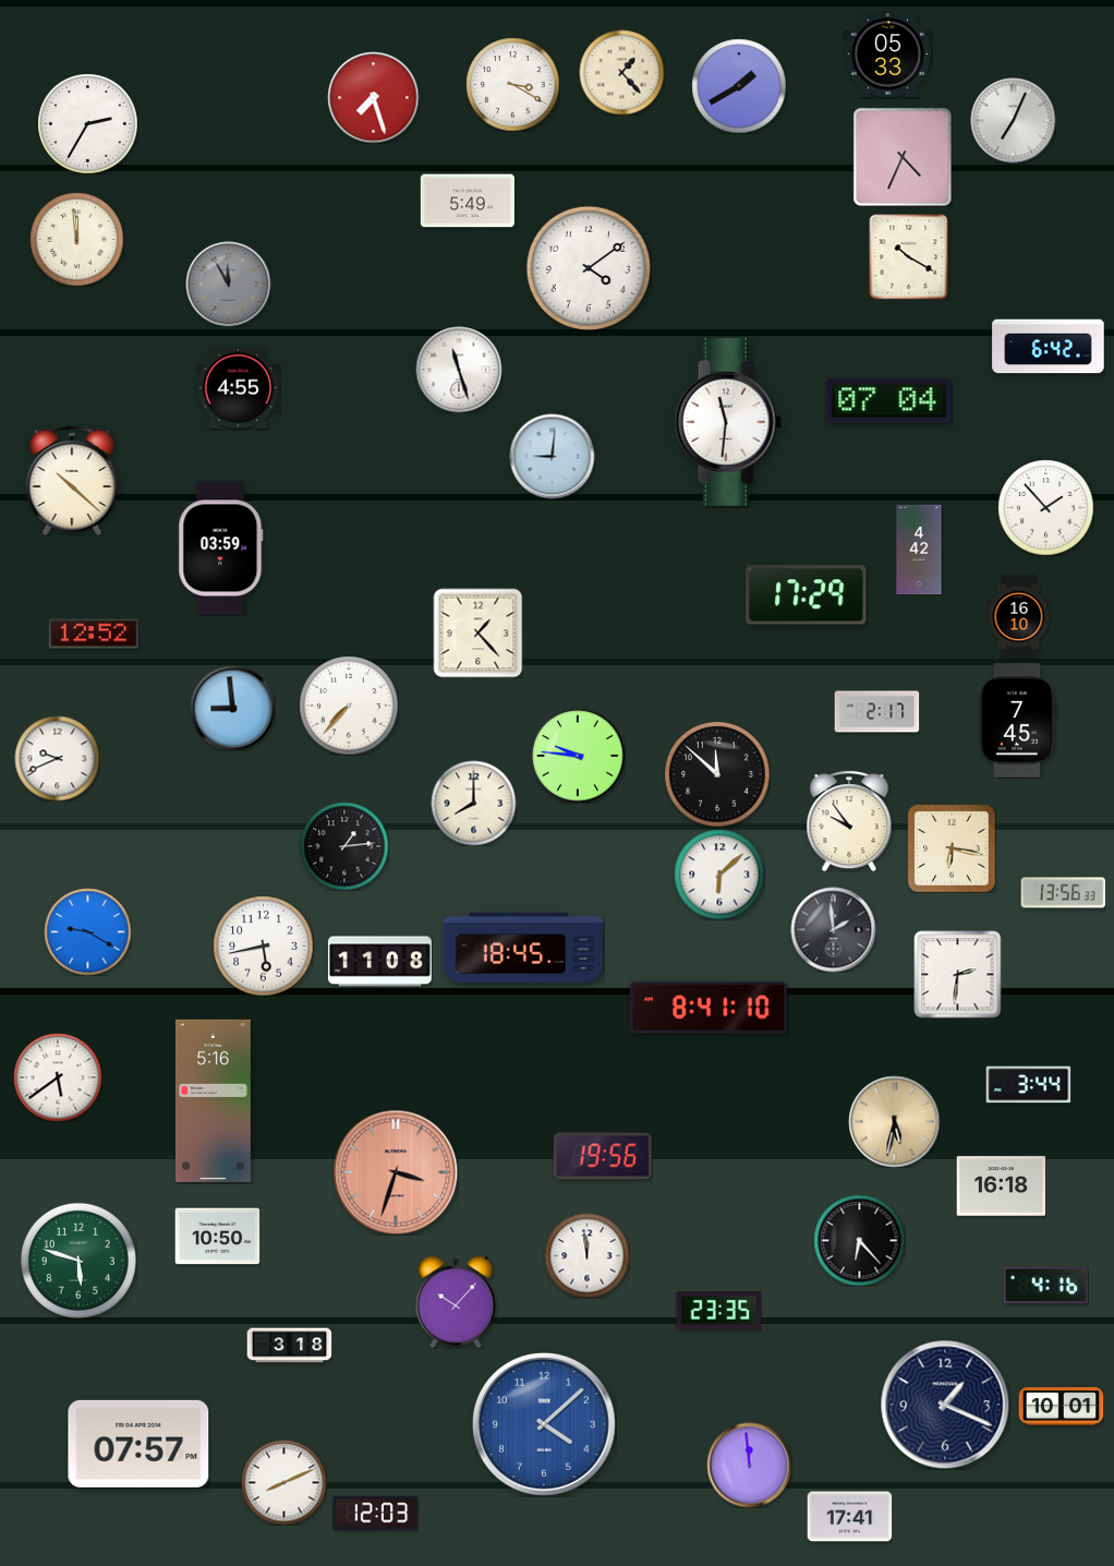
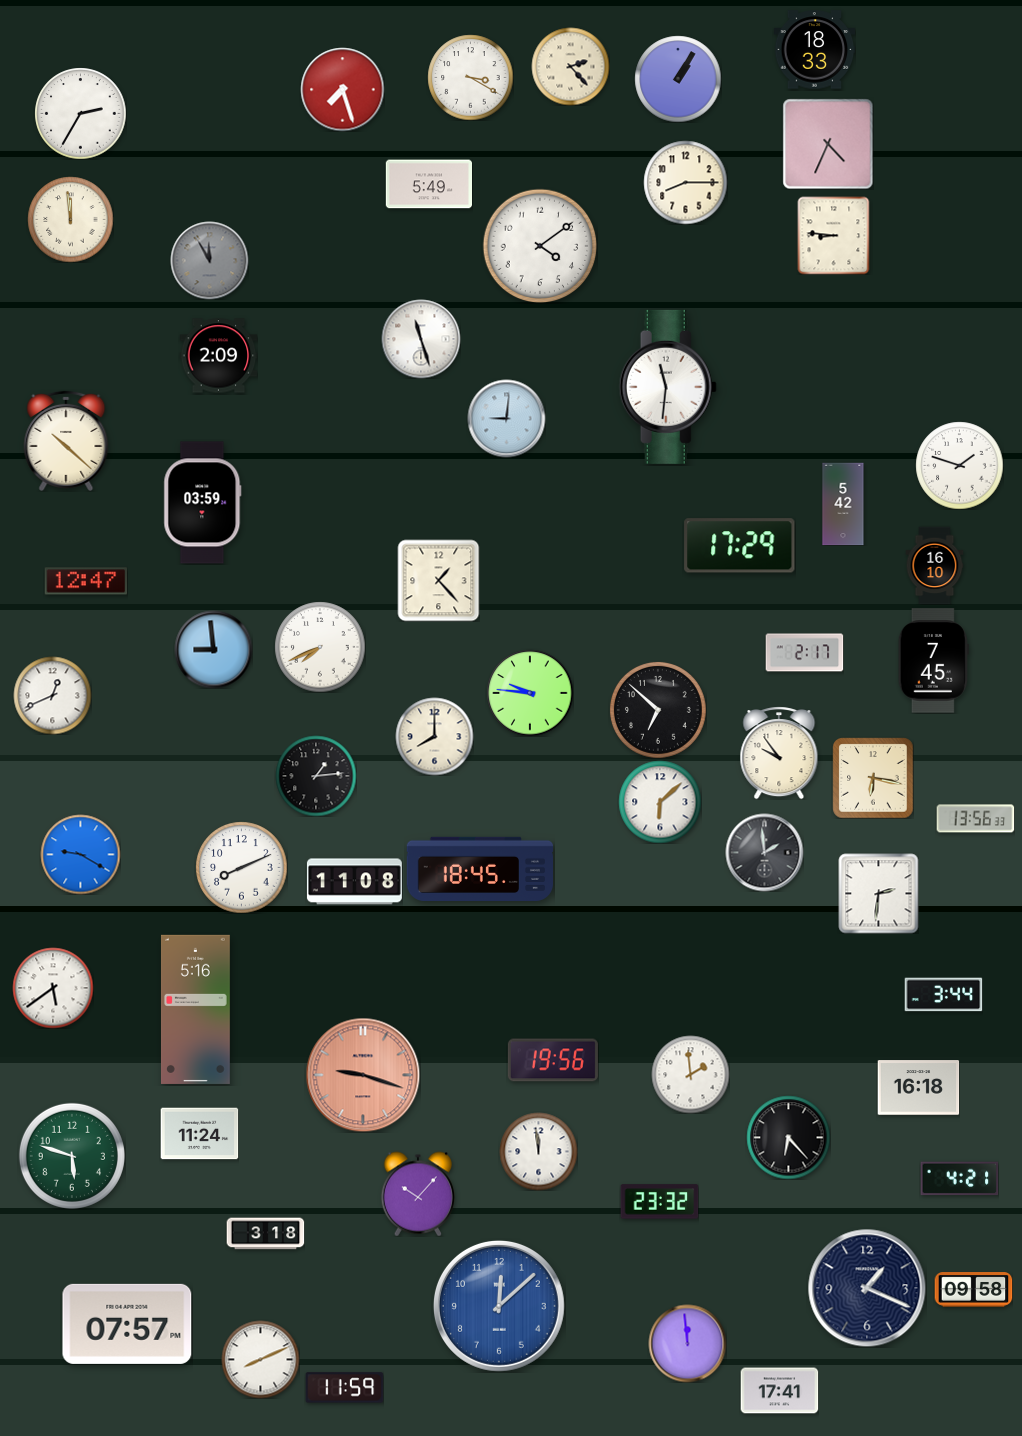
clock at (887, 55): 05:33 -> 18:33
clock at (621, 72): 1:23 -> 2:23
clock at (739, 86): 1:40 -> 1:05
clock at (1013, 120): 7:04 -> none
clock at (685, 182): none -> 8:15
clock at (909, 256): 10:20 -> 8:46
clock at (1049, 347): 6:42 -> none
clock at (238, 388): 4:55 -> 2:09
clock at (889, 401): 07:04 -> none
clock at (1045, 507): 1:53 -> 1:48
clock at (919, 550): 4:42 -> 5:42
clock at (94, 634): 12:52 -> 12:47
clock at (349, 706): 7:37 -> 7:41
clock at (57, 758): 9:41 -> 12:41
clock at (717, 774): 11:52 -> 6:52
clock at (263, 945): 5:43 -> 8:11
clock at (379, 962) position: (379, 962) -> (354, 882)
clock at (709, 1008): 8:41 -> none
clock at (894, 1121): 5:32 -> none
clock at (690, 1074): none -> 1:59
clock at (396, 1172): 3:33 -> 9:18
clock at (217, 1237): 10:50 -> 11:24
clock at (1045, 1286): 4:16 -> 4:21
clock at (718, 1311): 23:35 -> 23:32
clock at (1061, 1407): 10:01 -> 09:58
clock at (544, 1424): 4:08 -> 12:08
clock at (375, 1514): 12:03 -> 11:59
